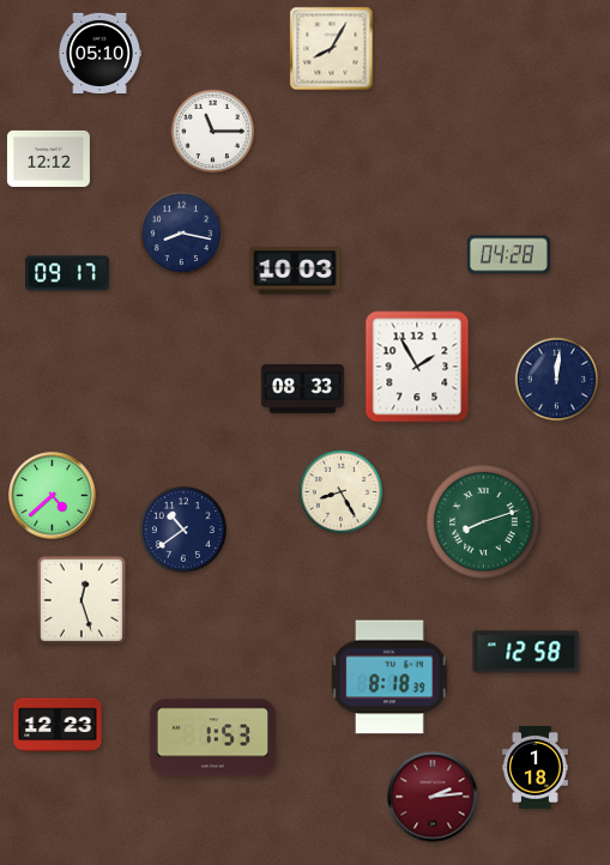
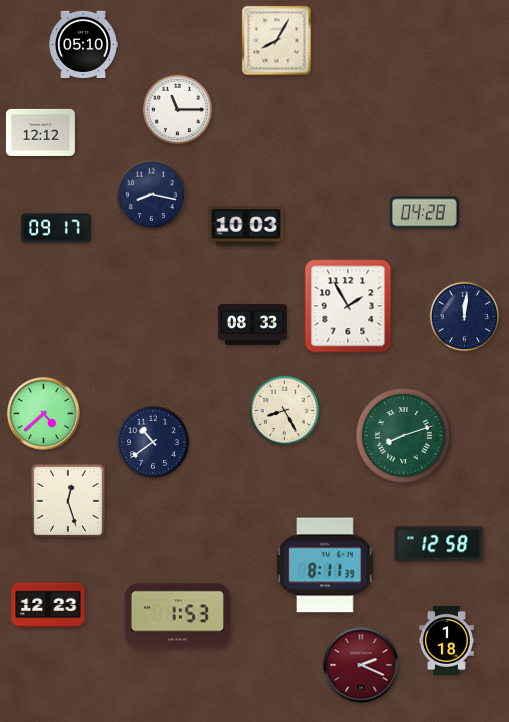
clock at (389, 677): 8:18 -> 8:11
clock at (433, 797): 2:14 -> 2:19
